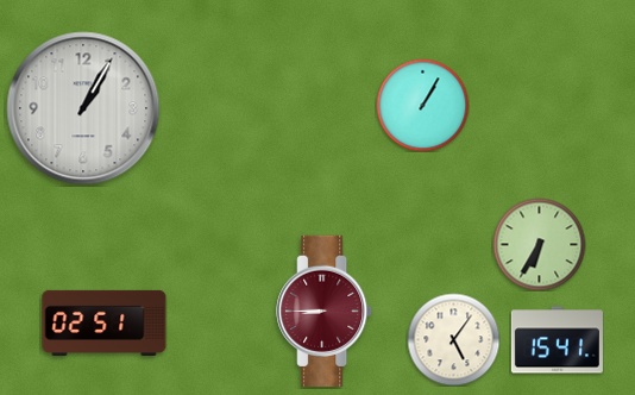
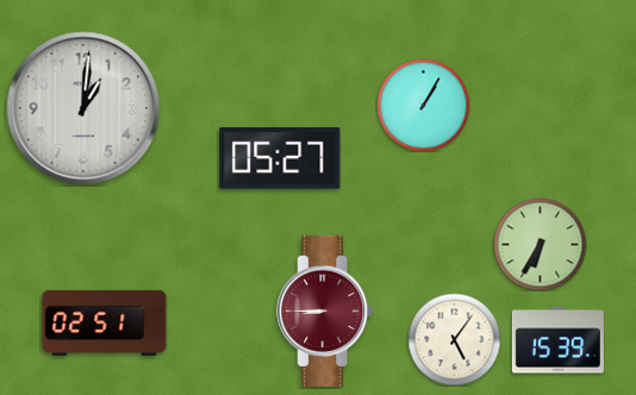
clock at (83, 108): 1:05 -> 1:01
clock at (280, 158): none -> 05:27
clock at (557, 340): 15:41 -> 15:39
